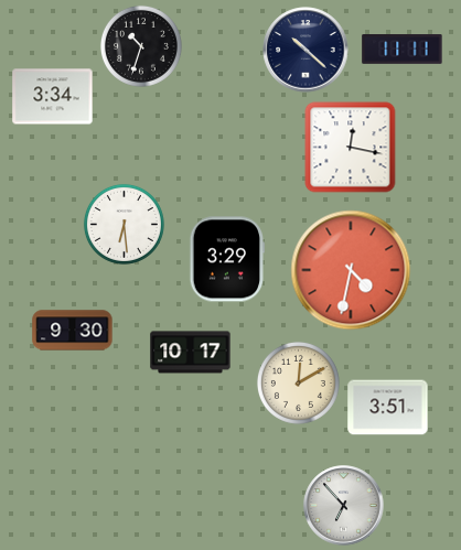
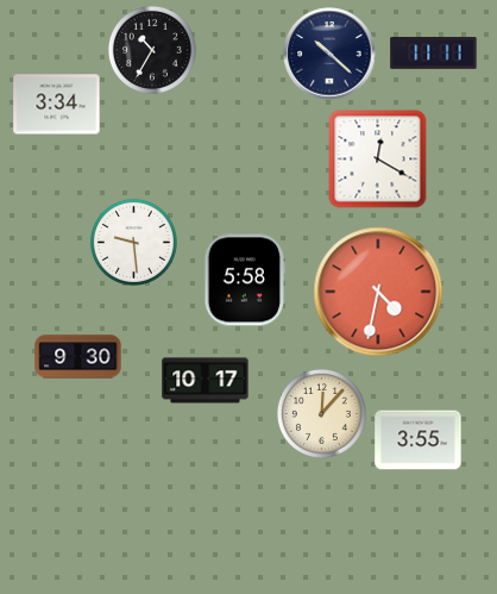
clock at (141, 46): 10:33 -> 10:35
clock at (351, 148): 12:17 -> 12:20
clock at (124, 224): 6:29 -> 9:29
clock at (226, 259): 3:29 -> 5:58
clock at (298, 382): 12:10 -> 12:07
clock at (388, 408): 3:51 -> 3:55
clock at (344, 506): 6:53 -> none
